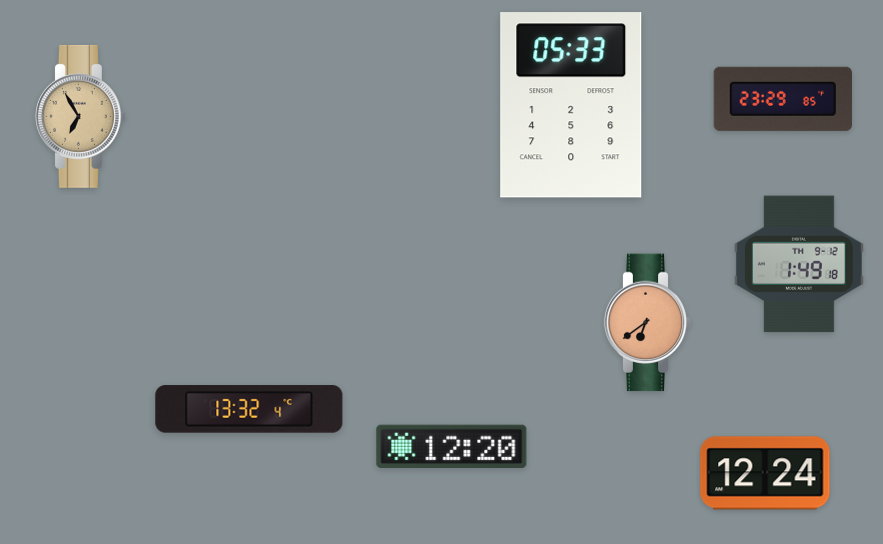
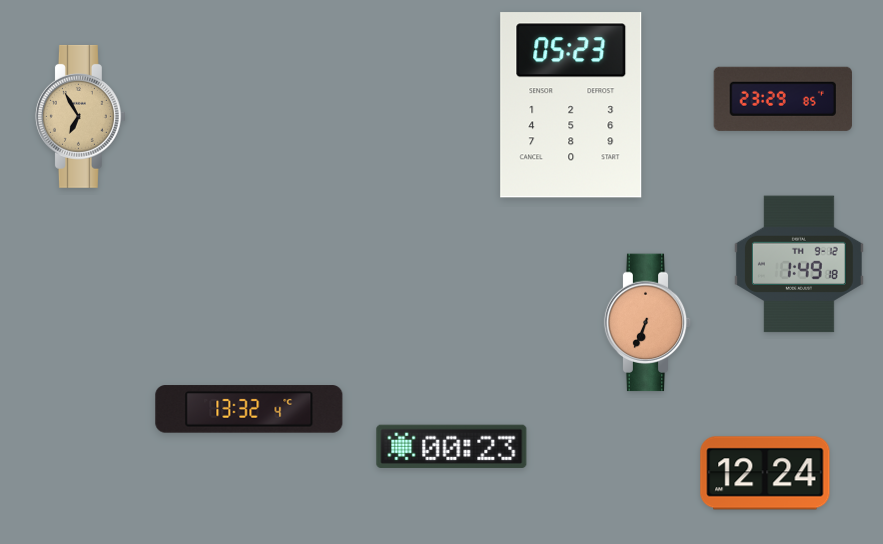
clock at (571, 105): 05:33 -> 05:23
clock at (648, 323): 6:39 -> 6:34
clock at (452, 446): 12:20 -> 00:23
